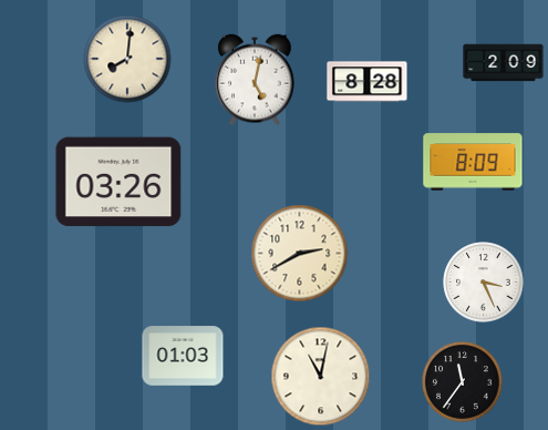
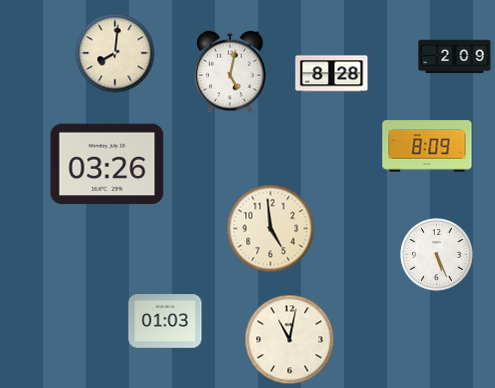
clock at (300, 254): 2:40 -> 4:59
clock at (484, 283): 3:26 -> 5:26
clock at (463, 382): 11:36 -> none
